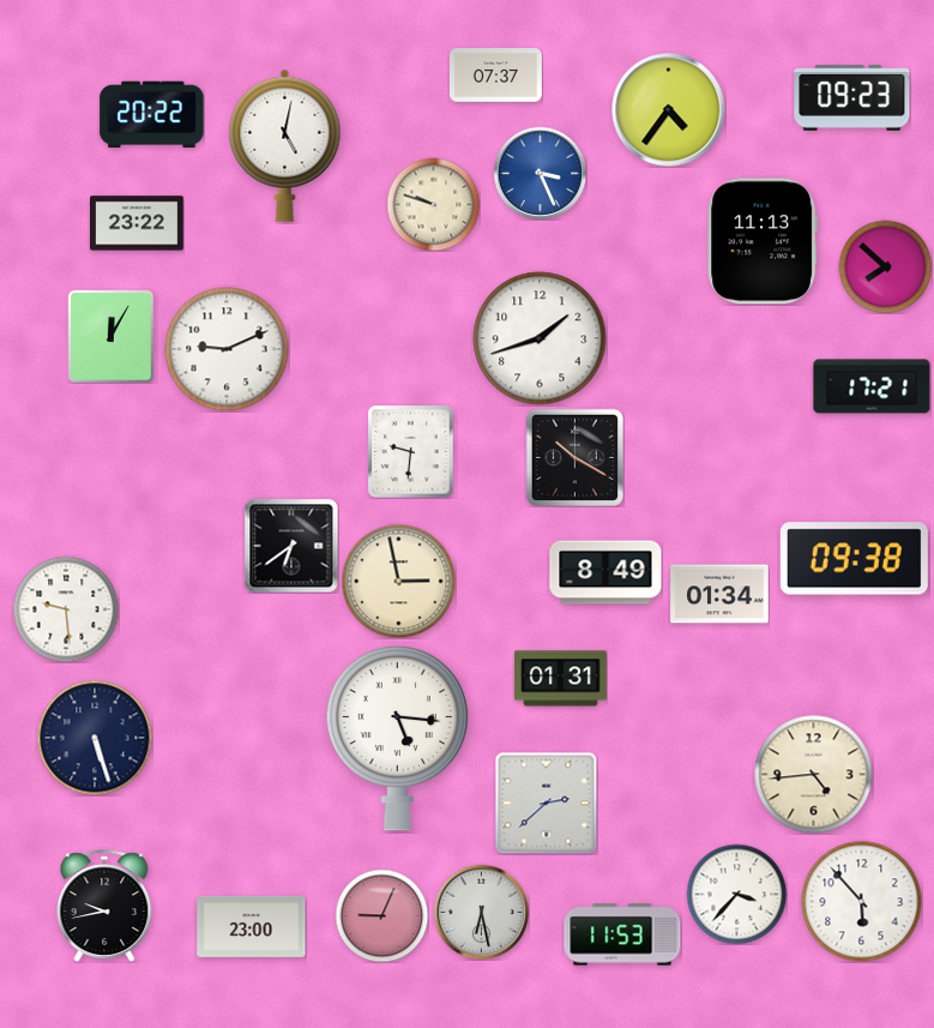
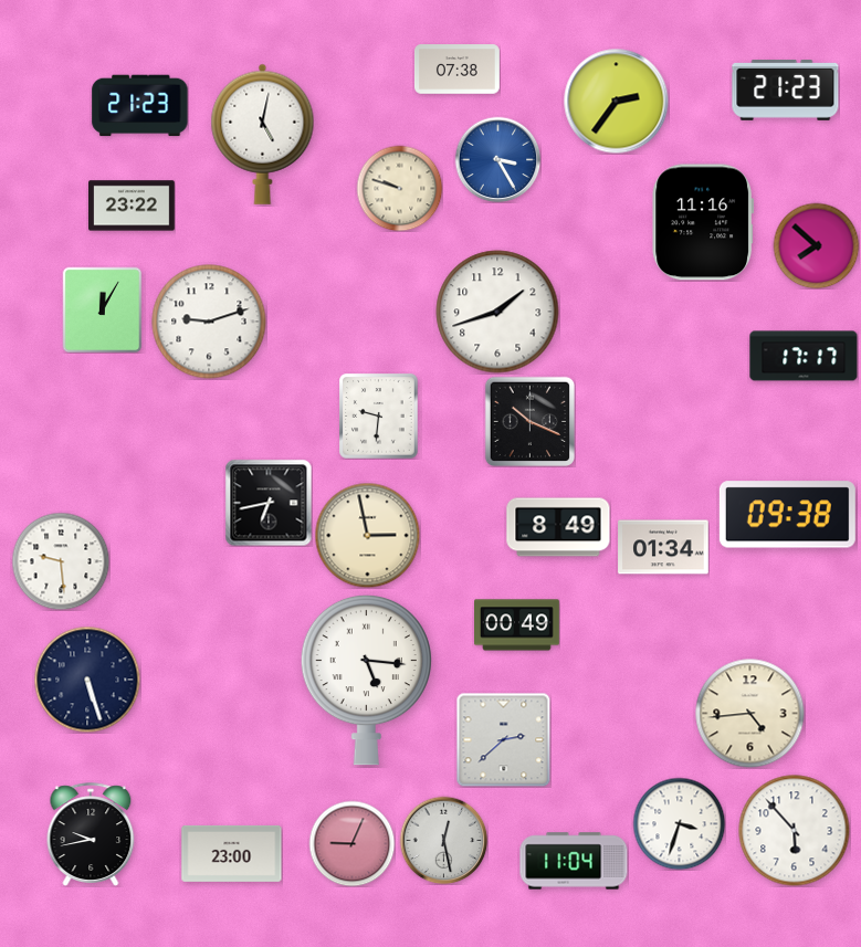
clock at (496, 76): 07:37 -> 07:38
clock at (852, 98): 09:23 -> 21:23
clock at (668, 109): 4:36 -> 2:36
clock at (152, 115): 20:22 -> 21:23
clock at (540, 173): 3:26 -> 3:25
clock at (138, 223) position: (138, 223) -> (133, 206)
clock at (763, 241): 11:13 -> 11:16
clock at (227, 349): 9:11 -> 9:12
clock at (872, 386): 17:21 -> 17:17
clock at (574, 457): 10:20 -> 10:19
clock at (291, 546): 6:39 -> 6:43
clock at (561, 679): 01:31 -> 00:49
clock at (736, 894): 3:37 -> 3:33
clock at (104, 906) position: (104, 906) -> (91, 834)
clock at (481, 912): 6:28 -> 12:28
clock at (622, 934): 11:53 -> 11:04
